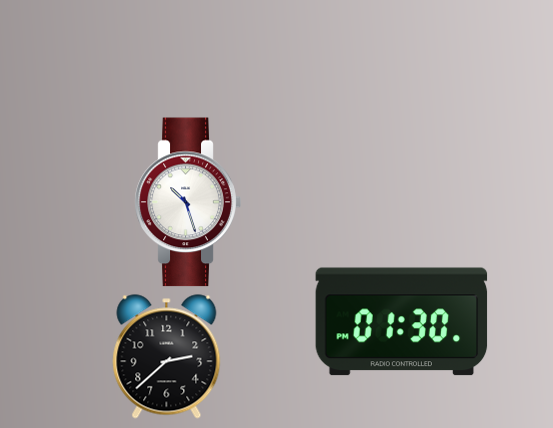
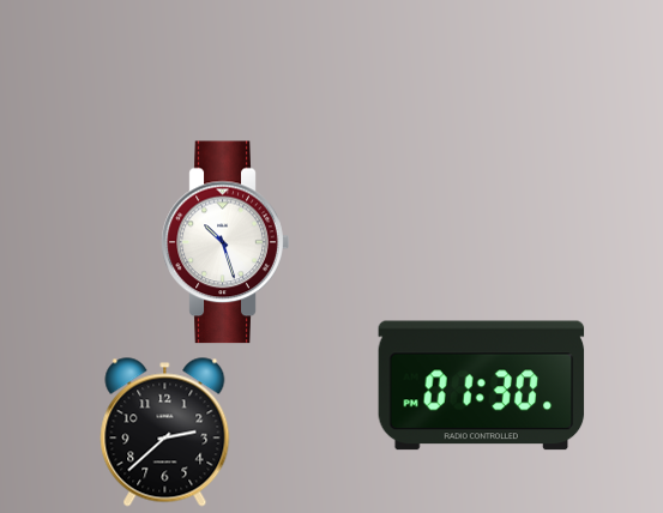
clock at (167, 357) position: (167, 357) -> (165, 433)
